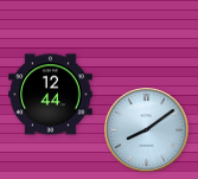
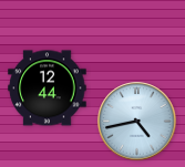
clock at (147, 130): 8:09 -> 4:43
